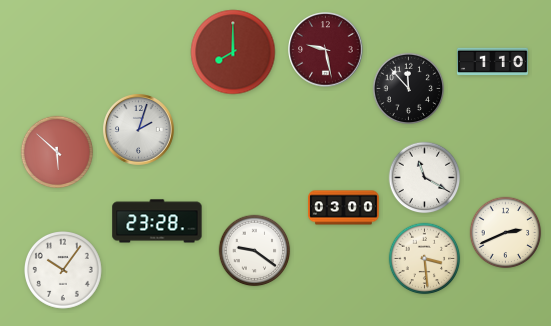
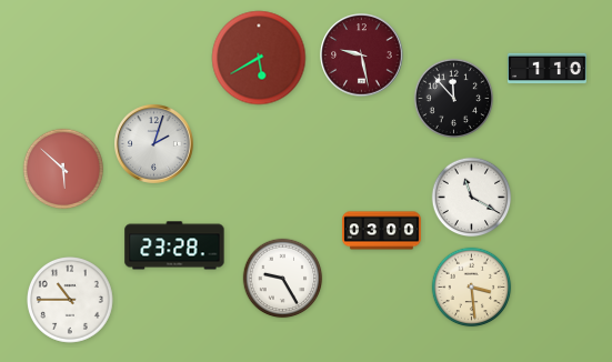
clock at (233, 52): 8:00 -> 5:40
clock at (506, 233): 2:41 -> none
clock at (255, 251): 9:21 -> 9:25
clock at (64, 271): 10:06 -> 10:45
